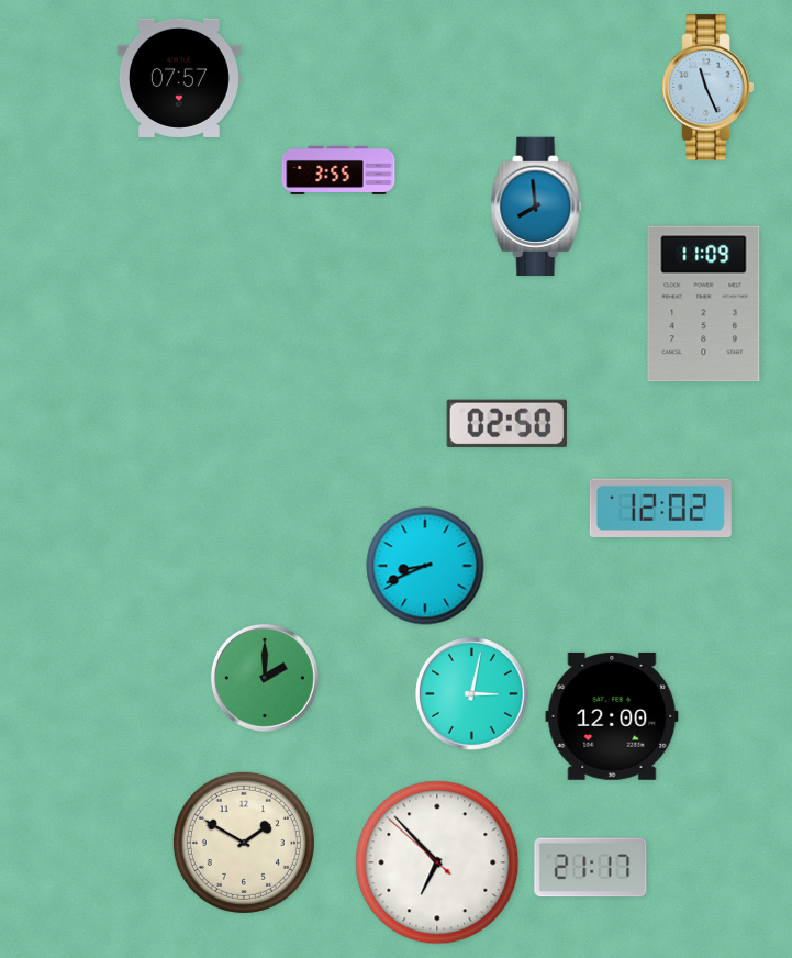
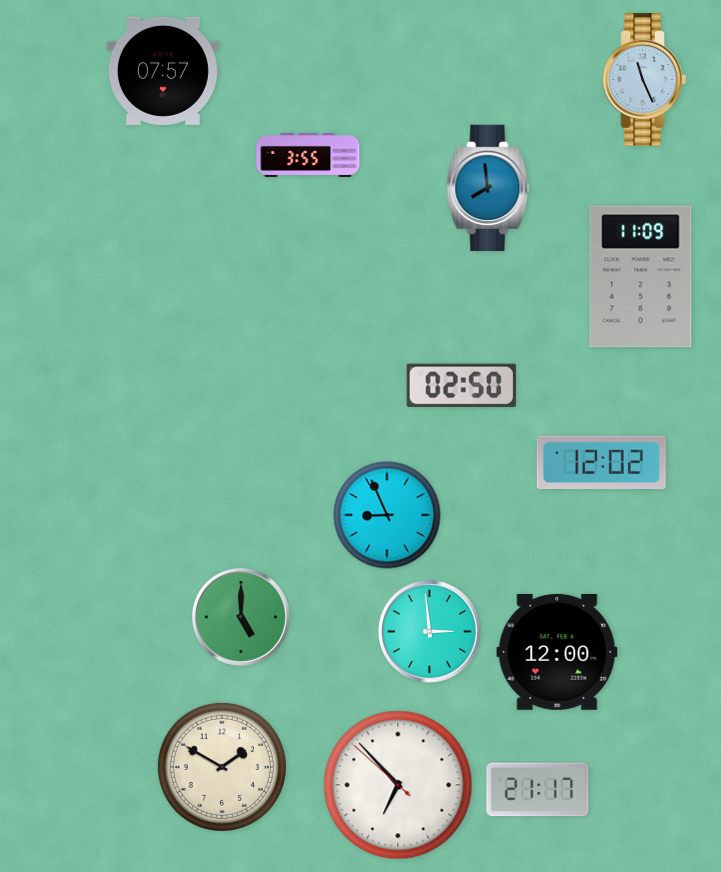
clock at (425, 566): 8:41 -> 8:56
clock at (265, 678): 2:00 -> 5:00
clock at (472, 694): 3:02 -> 2:59
